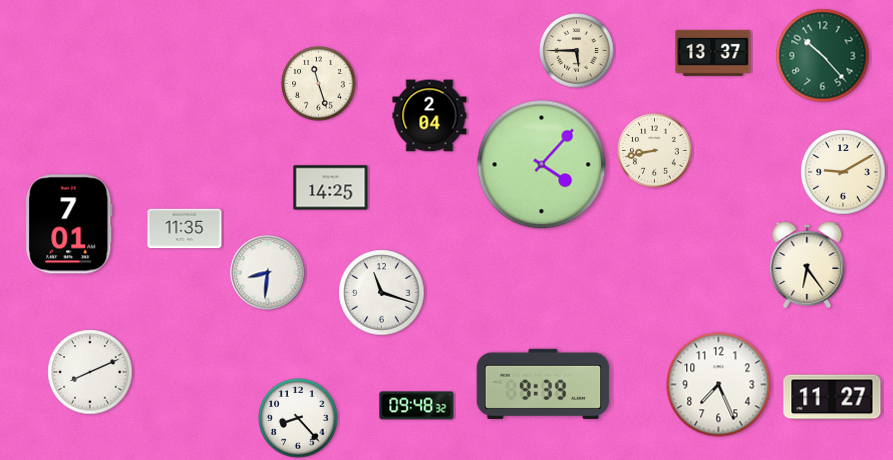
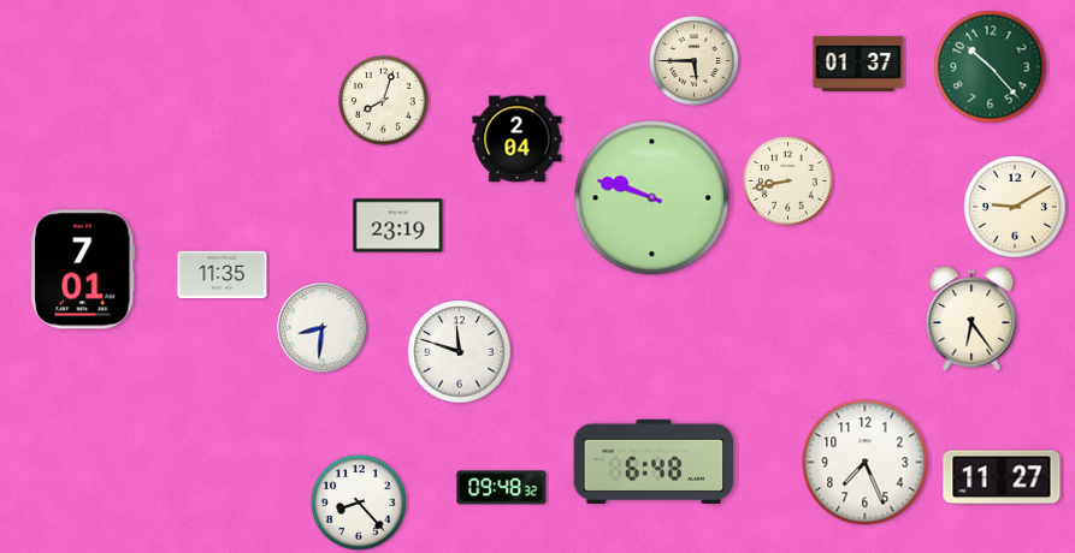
clock at (713, 53): 13:37 -> 01:37
clock at (319, 84): 11:27 -> 8:03
clock at (542, 165): 4:07 -> 9:48
clock at (331, 188): 14:25 -> 23:19
clock at (382, 293): 11:18 -> 11:48
clock at (90, 372): 8:11 -> none
clock at (543, 384): 9:39 -> 6:48
